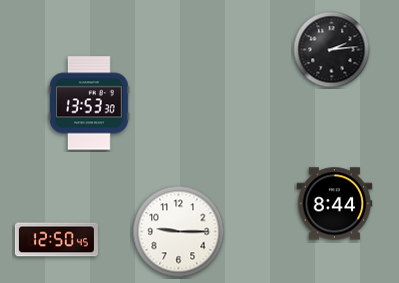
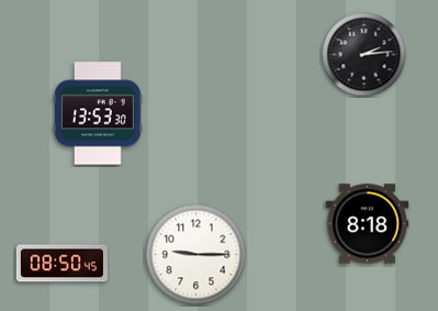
clock at (335, 204): 8:44 -> 8:18
clock at (56, 240): 12:50 -> 08:50
